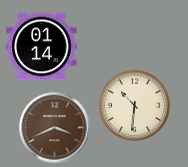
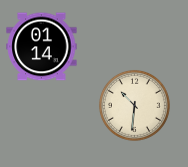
clock at (55, 128): 3:41 -> none
